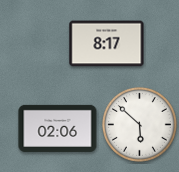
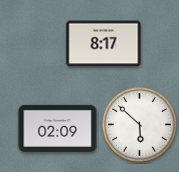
clock at (107, 44) position: (107, 44) -> (104, 44)
clock at (58, 128): 02:06 -> 02:09
